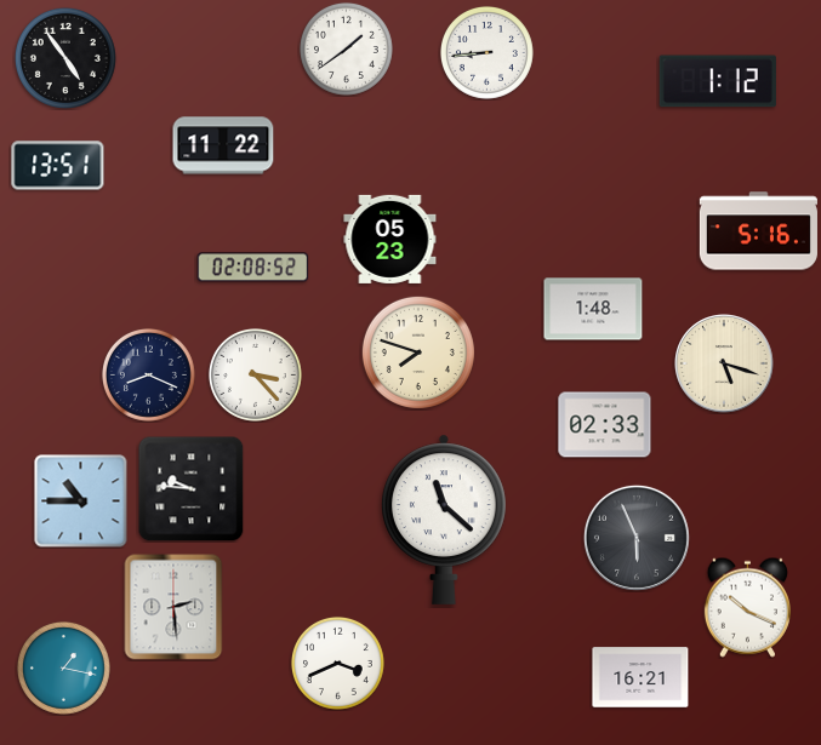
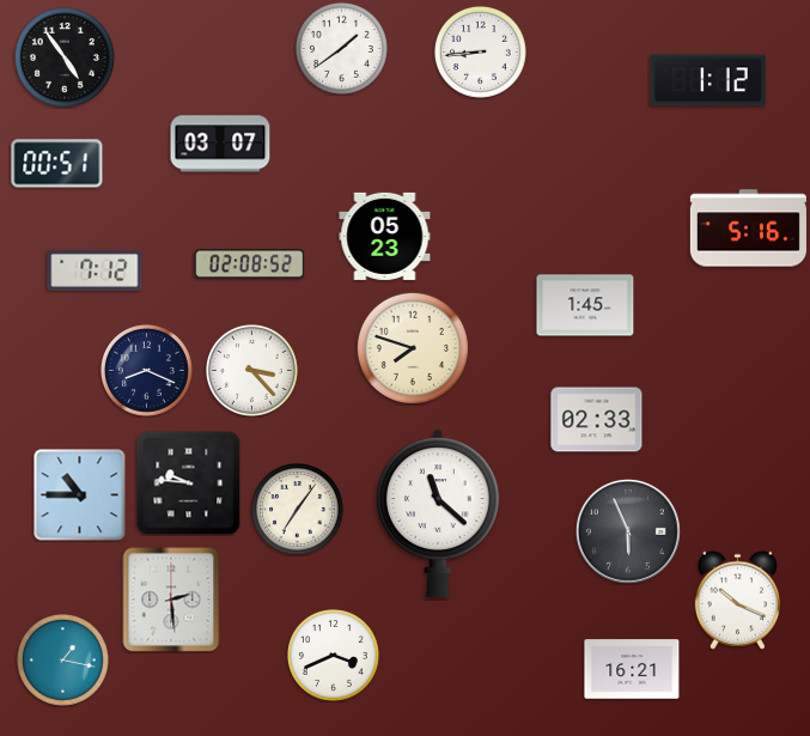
clock at (223, 145): 11:22 -> 03:07
clock at (58, 166): 13:51 -> 00:51
clock at (95, 270): none -> 7:12
clock at (593, 309): 1:48 -> 1:45
clock at (724, 363): 5:18 -> none
clock at (297, 509): none -> 7:06
